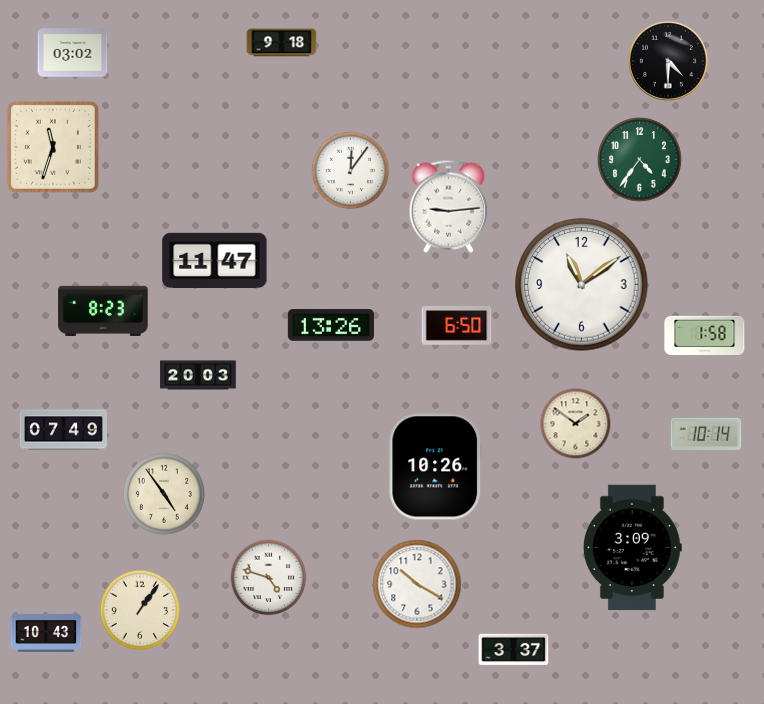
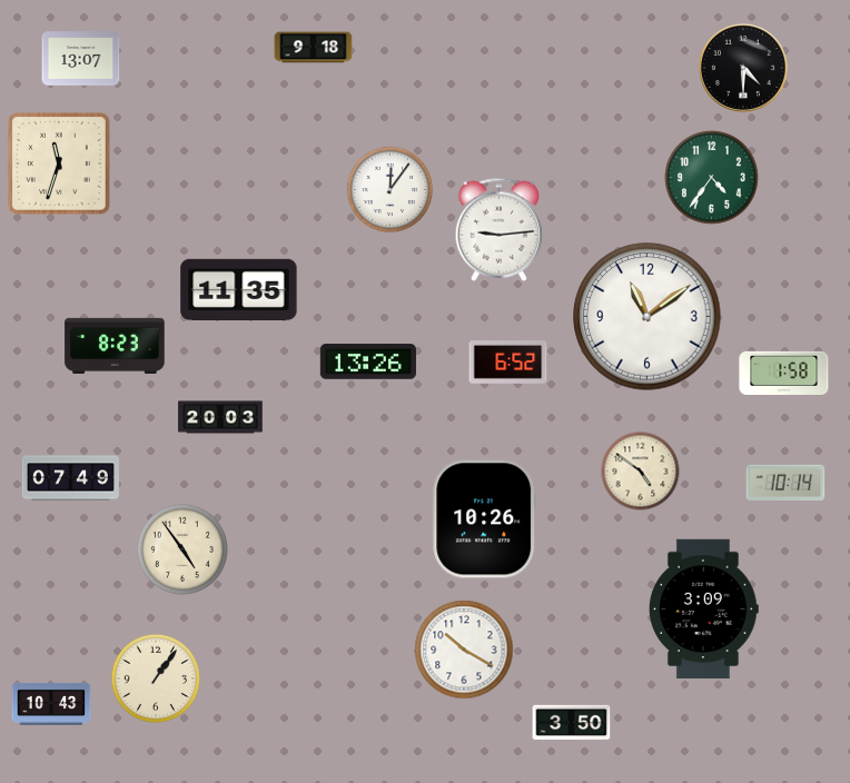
clock at (73, 53): 03:02 -> 13:07
clock at (215, 260): 11:47 -> 11:35
clock at (457, 326): 6:50 -> 6:52
clock at (576, 424): 1:51 -> 4:51
clock at (269, 578): 4:48 -> none
clock at (514, 650): 3:37 -> 3:50
